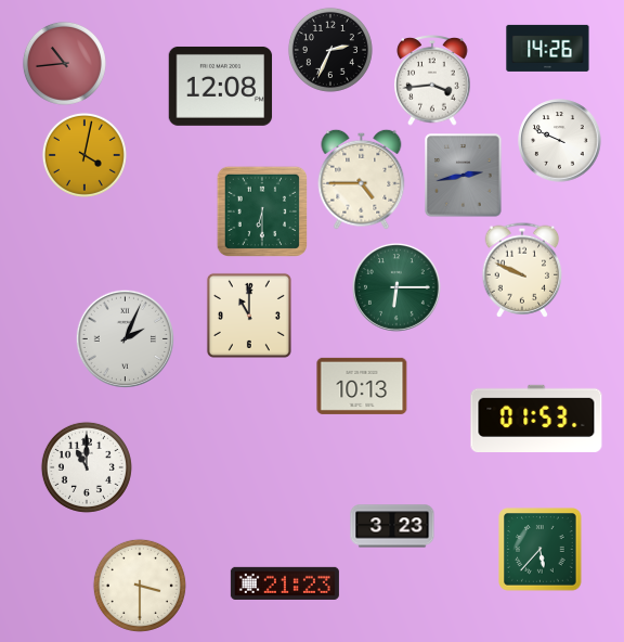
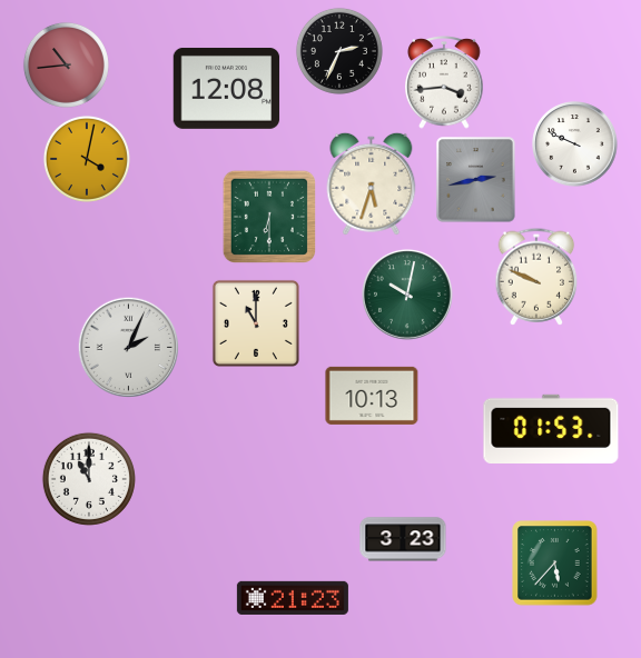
clock at (548, 48): 14:26 -> none
clock at (362, 179): 4:45 -> 5:33
clock at (396, 287): 6:15 -> 10:02
clock at (140, 586): 3:30 -> none
